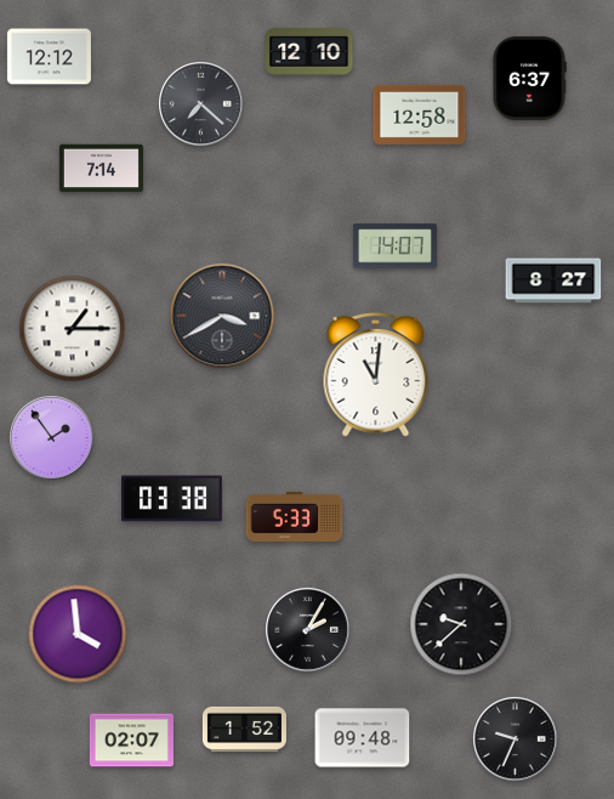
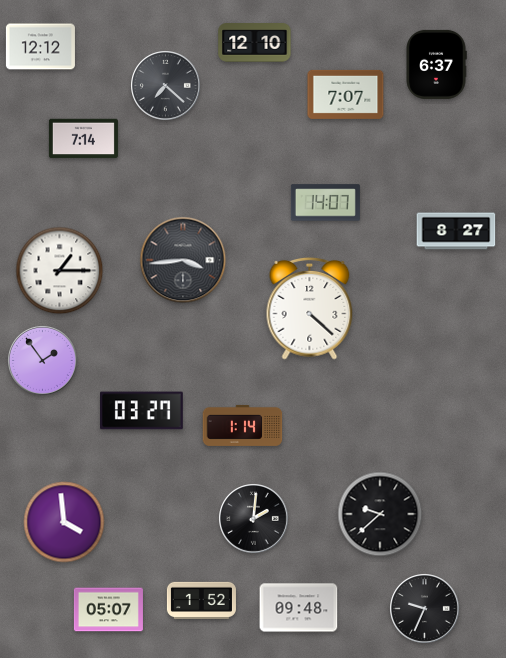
clock at (420, 114): 12:58 -> 7:07
clock at (222, 316): 3:40 -> 3:44
clock at (376, 374): 11:01 -> 4:22
clock at (172, 499): 03:38 -> 03:27
clock at (295, 516): 5:33 -> 1:14
clock at (308, 630): 2:05 -> 2:01
clock at (131, 741): 02:07 -> 05:07
